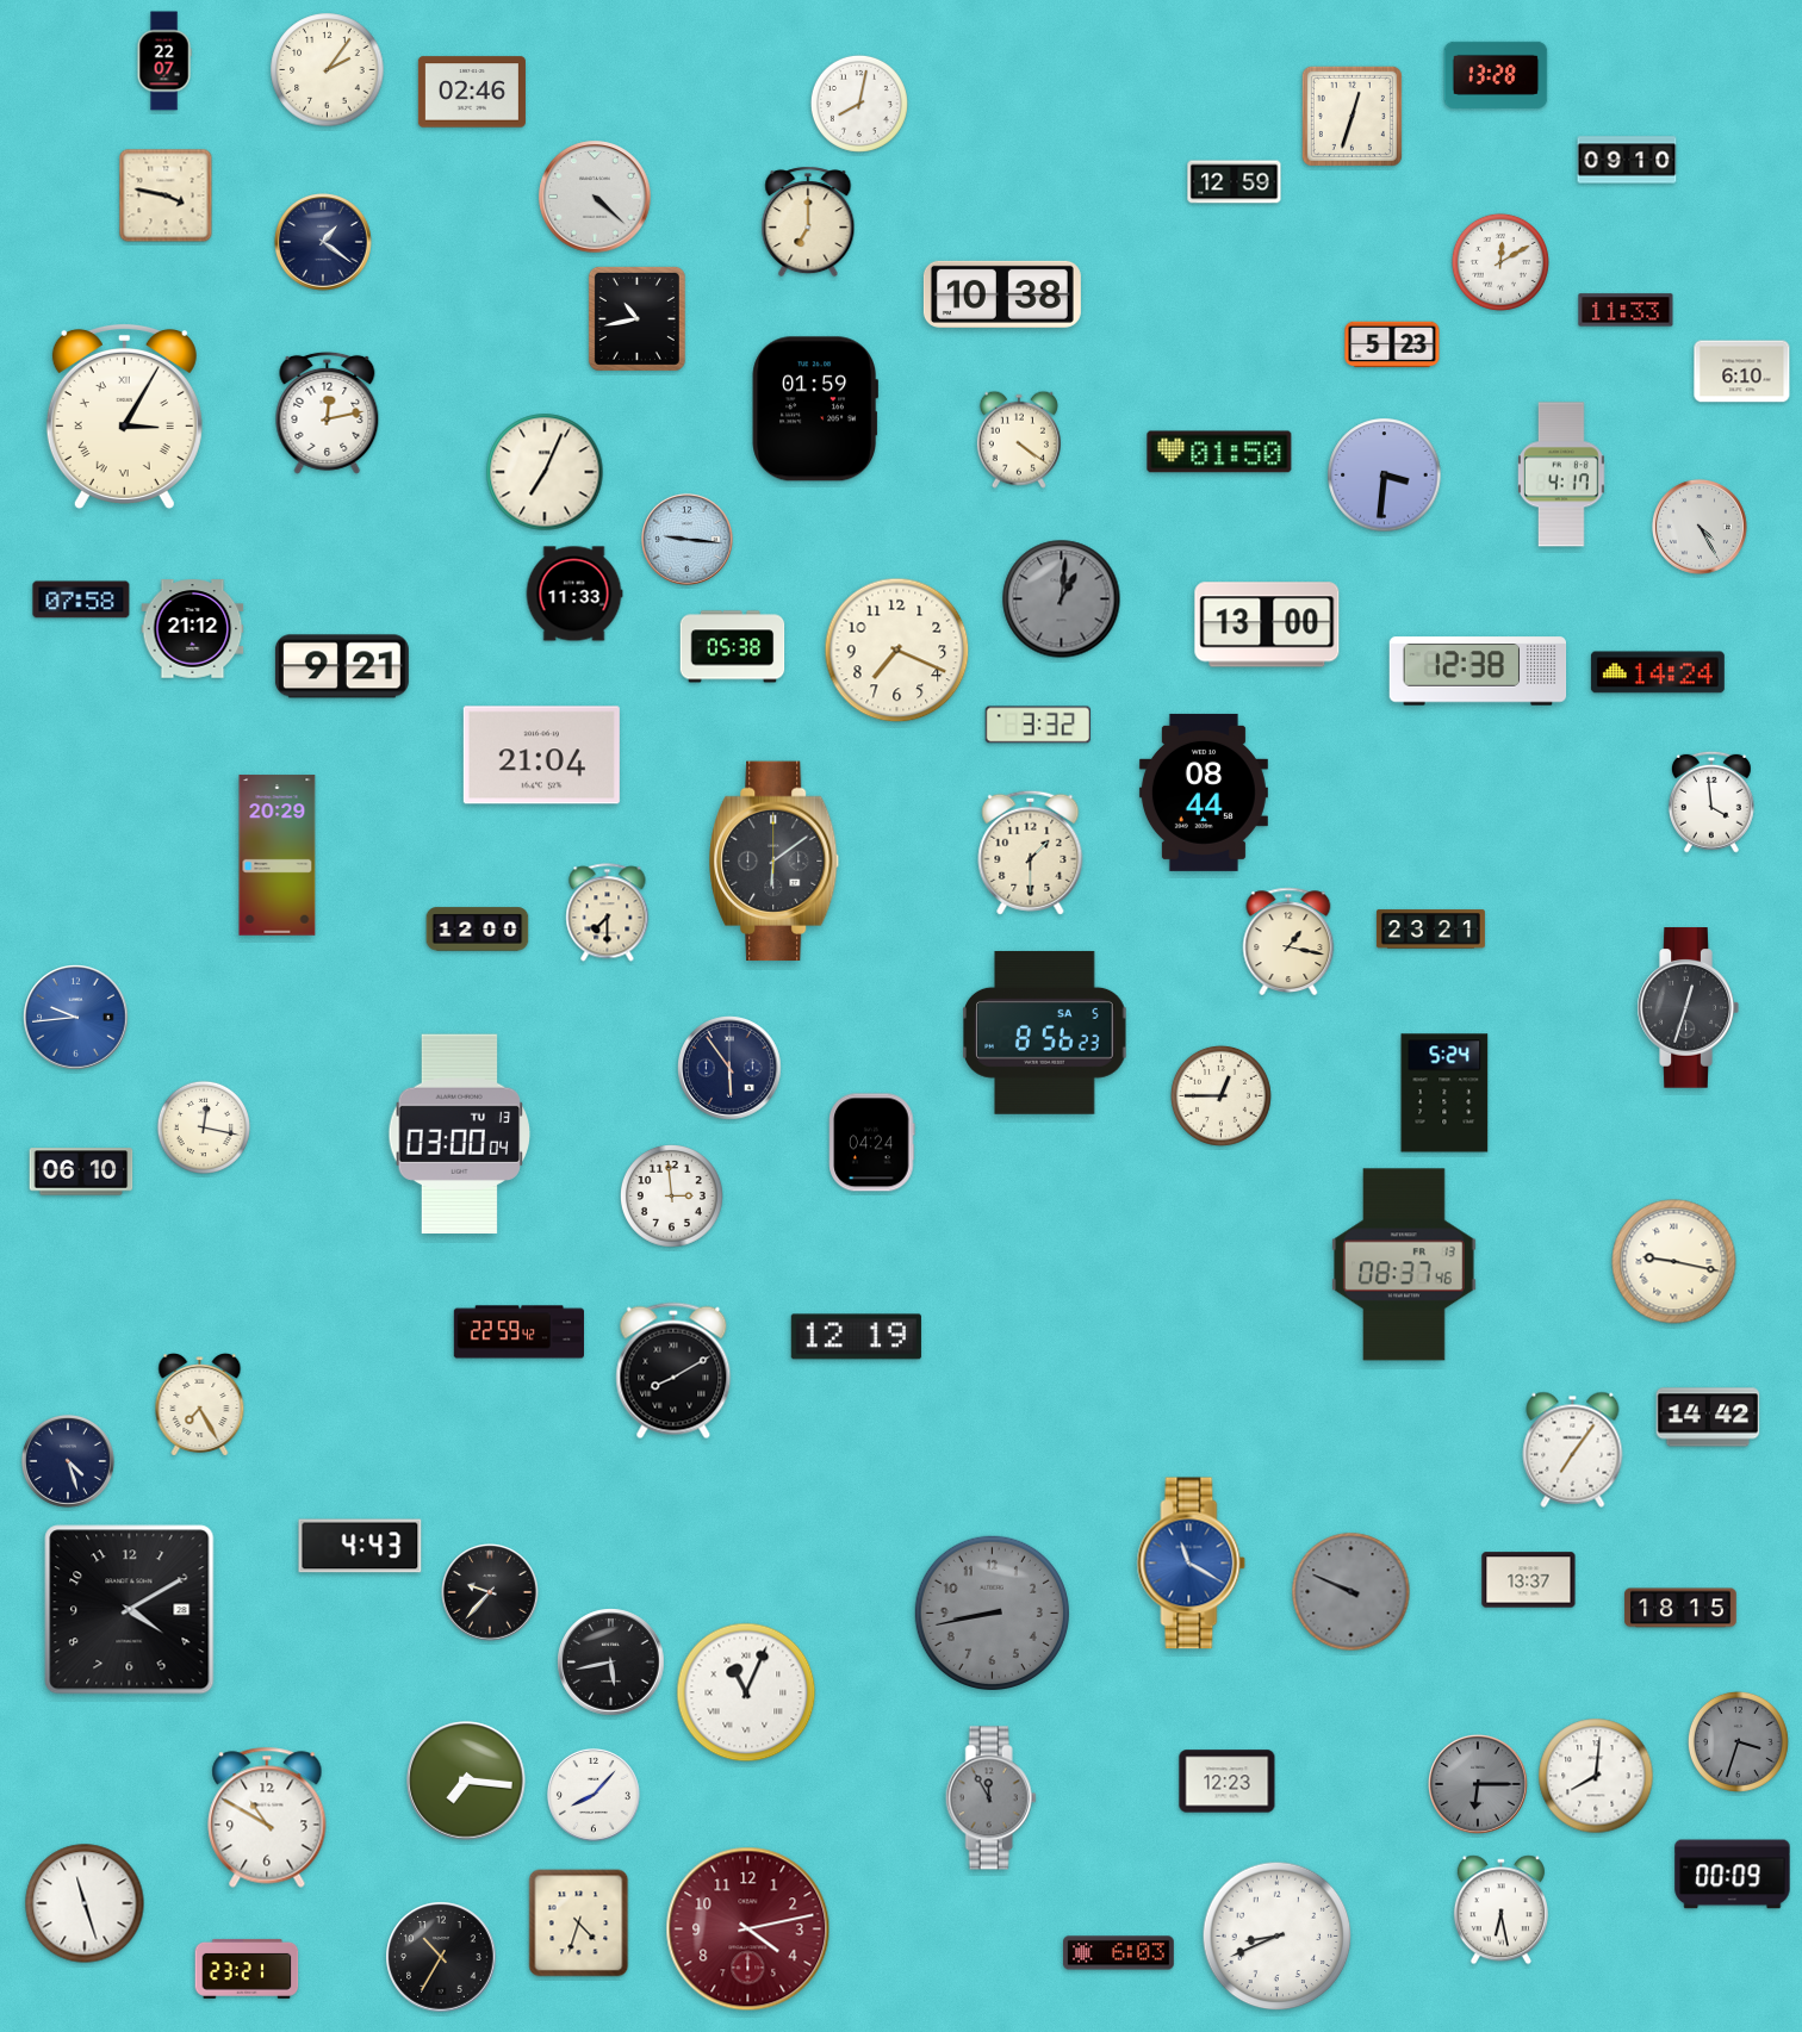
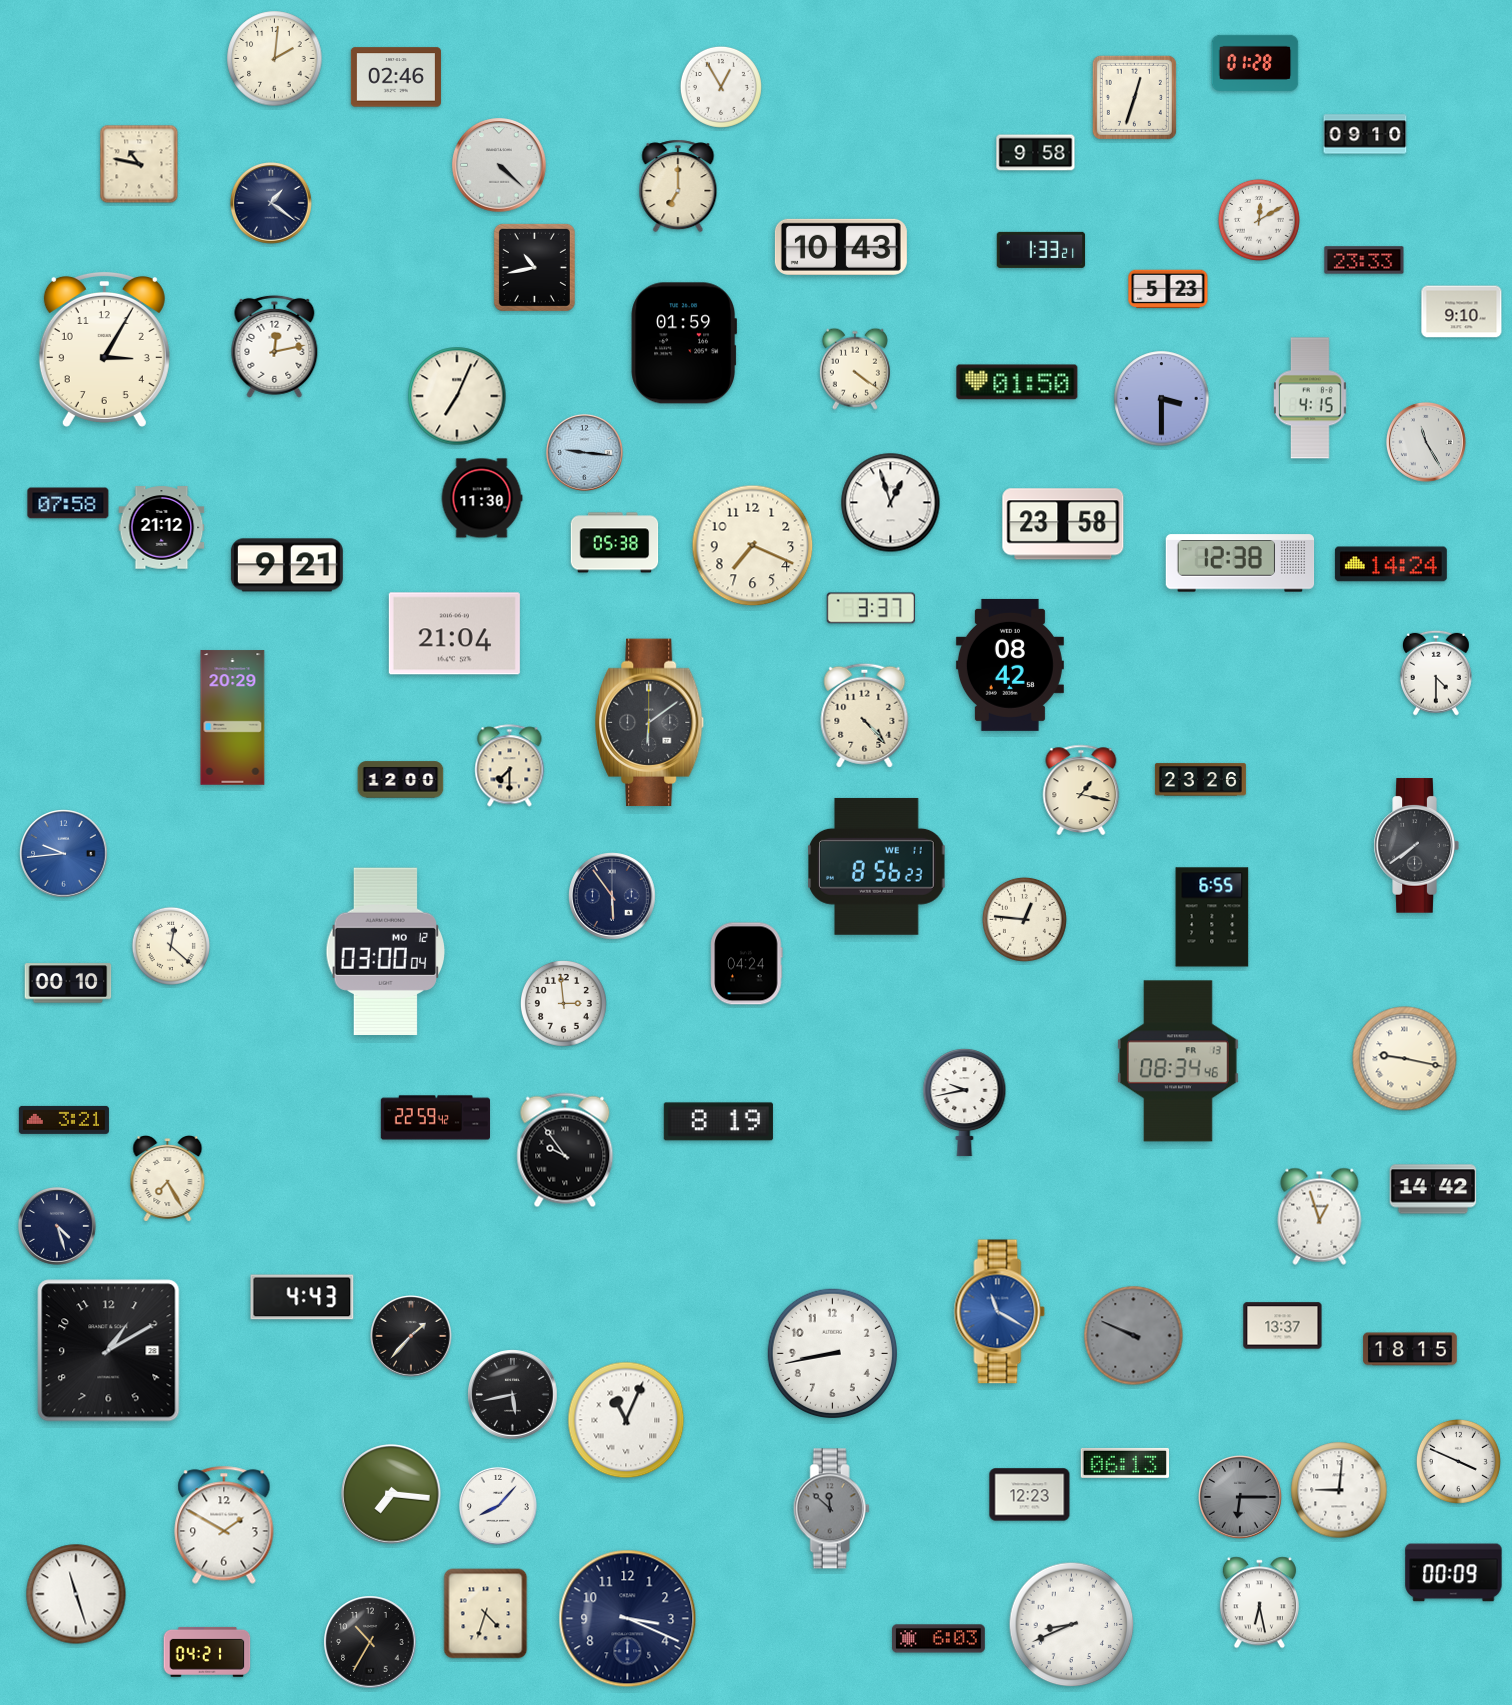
clock at (164, 61): 22:07 -> none
clock at (328, 70): 2:06 -> 2:01
clock at (1496, 75): 13:28 -> 01:28
clock at (859, 104): 8:02 -> 12:55
clock at (1235, 182): 12:59 -> 9:58
clock at (166, 195): 3:47 -> 10:47
clock at (1002, 294): 10:38 -> 10:43
clock at (1041, 250): none -> 1:33
clock at (1626, 310): 11:33 -> 23:33
clock at (1742, 372): 6:10 -> 9:10
clock at (124, 416) numerals: Roman -> Arabic
clock at (1219, 452) position: (1219, 452) -> (1017, 382)
clock at (1561, 474): 4:17 -> 4:15
clock at (1385, 476): 3:31 -> 3:30
clock at (1700, 527): 4:25 -> 11:25
clock at (686, 539) position: (686, 539) -> (584, 452)
clock at (574, 594): 11:33 -> 11:30
clock at (1062, 599): 1:01 -> 12:57
clock at (1062, 599) dial: grey -> white
clock at (1267, 624): 13:00 -> 23:58
clock at (342, 666) position: (342, 666) -> (287, 565)
clock at (1037, 725): 3:32 -> 3:37
clock at (1204, 793): 08:44 -> 08:42
clock at (1711, 802): 3:59 -> 4:30
clock at (1031, 852): 1:30 -> 4:23
clock at (1430, 930): 23:21 -> 23:26
clock at (1688, 1008): 12:33 -> 7:39
clock at (1045, 1032) date: SA 5 -> WE 11
clock at (1444, 1093): 5:24 -> 6:55
clock at (1220, 1095): 12:45 -> 12:46
clock at (203, 1126): 12:17 -> 12:22
clock at (460, 1135) date: TU 13 -> MO 12
clock at (872, 1143) position: (872, 1143) -> (747, 964)
clock at (81, 1172): 06:10 -> 00:10
clock at (1404, 1264): 08:37 -> 08:34
clock at (965, 1103): none -> 9:43
clock at (64, 1120): none -> 3:21
clock at (856, 1337): 12:19 -> 8:19
clock at (673, 1371): 8:10 -> 9:54
clock at (1573, 1449): 7:06 -> 12:57
clock at (491, 1593): 9:37 -> 1:37
clock at (130, 1610): 4:10 -> 1:10
clock at (992, 1612) dial: grey -> white
clock at (1738, 1741): 3:33 -> 3:49
clock at (1738, 1741) dial: grey -> white
clock at (1124, 1463): none -> 06:13
clock at (1596, 1776): 8:01 -> 9:01
clock at (990, 1798): 11:55 -> 11:52
clock at (267, 1817): 10:50 -> 1:50
clock at (85, 1903) position: (85, 1903) -> (76, 1594)
clock at (748, 1930): 4:13 -> 3:19
clock at (748, 1930) dial: burgundy -> navy
clock at (247, 1969): 23:21 -> 04:21
